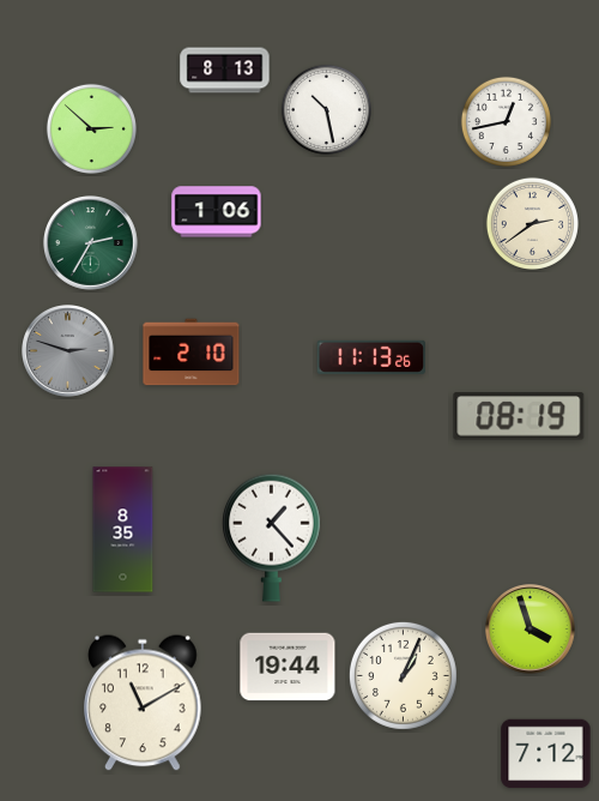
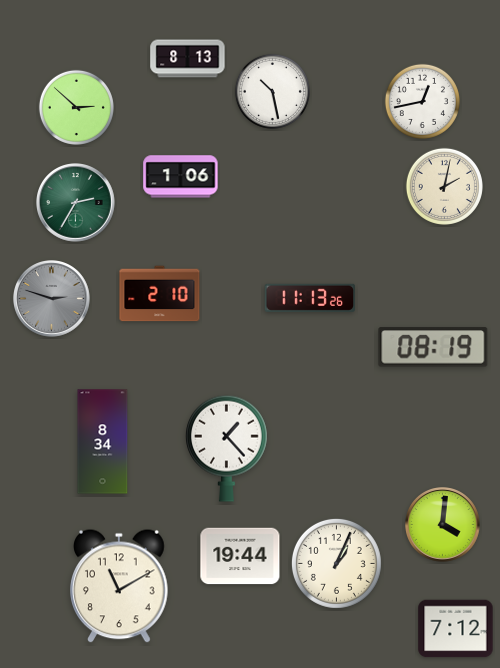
clock at (532, 223): 2:39 -> 2:02
clock at (68, 351) position: (68, 351) -> (52, 299)
clock at (123, 530): 8:35 -> 8:34
clock at (531, 630): 3:57 -> 4:01
